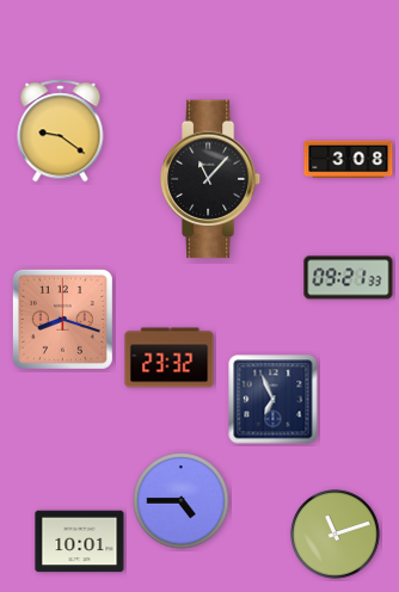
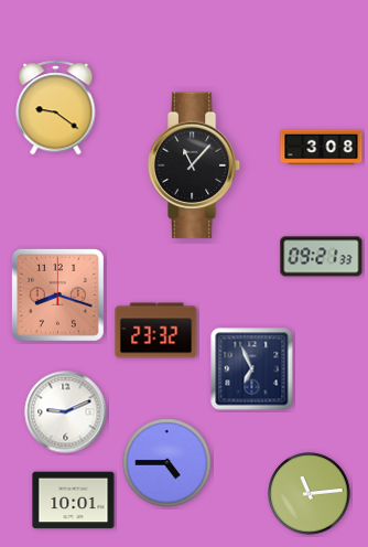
clock at (61, 131) position: (61, 131) -> (56, 108)
clock at (66, 412): none -> 9:11
clock at (336, 535): 11:12 -> 11:14
